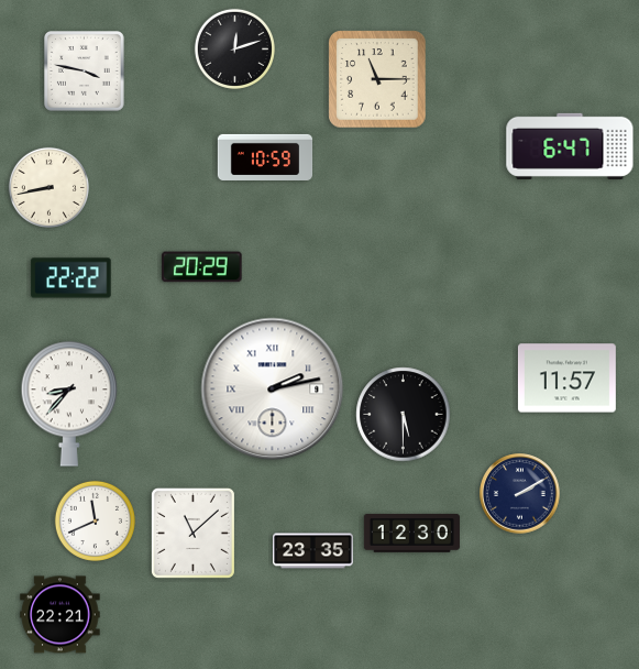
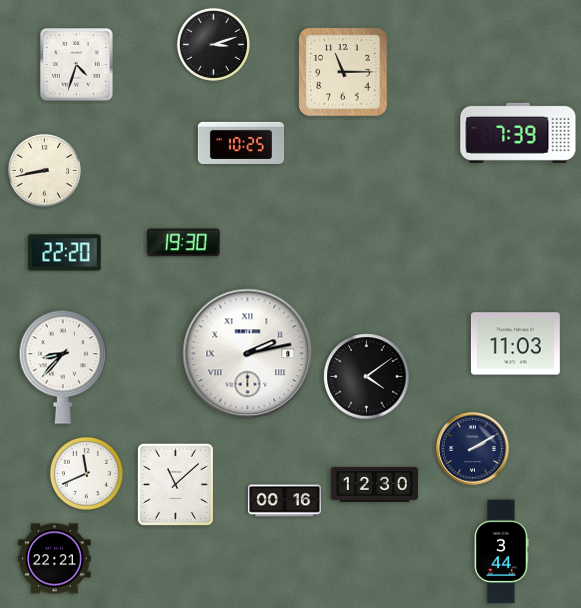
clock at (234, 48): 12:12 -> 3:12
clock at (85, 72): 3:47 -> 4:33
clock at (570, 146): 6:47 -> 7:39
clock at (265, 157): 10:59 -> 10:25
clock at (202, 267): 20:29 -> 19:30
clock at (71, 278): 22:22 -> 22:20
clock at (566, 379): 11:57 -> 11:03
clock at (404, 415): 5:30 -> 4:09
clock at (313, 551): 23:35 -> 00:16
clock at (501, 552): none -> 3:44
